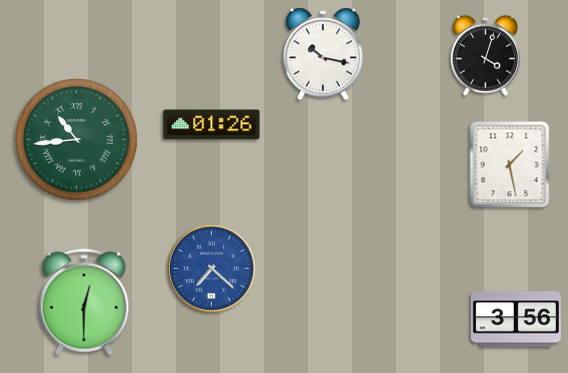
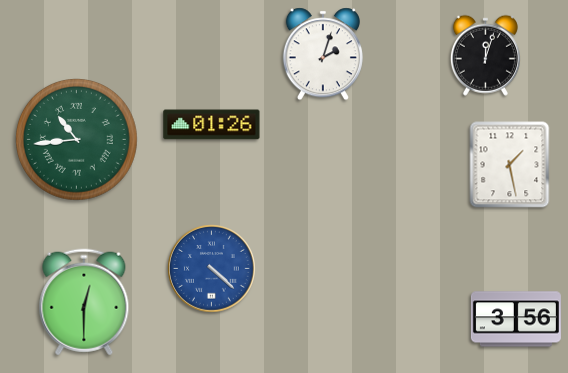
clock at (323, 54): 10:17 -> 2:03
clock at (485, 55): 4:03 -> 12:03
clock at (212, 269): 7:22 -> 4:22
